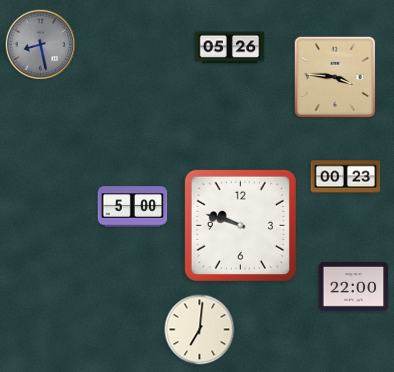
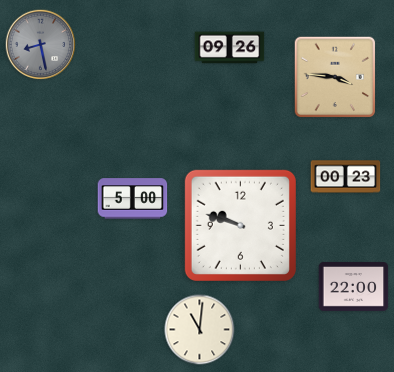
clock at (230, 48): 05:26 -> 09:26
clock at (133, 207) position: (133, 207) -> (133, 199)
clock at (200, 330): 7:01 -> 11:01
